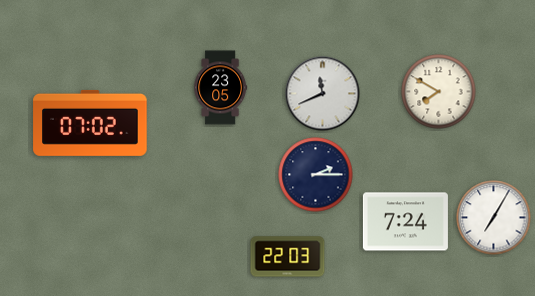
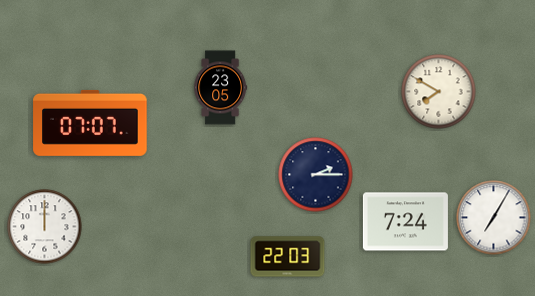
clock at (323, 94): 11:41 -> none
clock at (90, 123): 07:02 -> 07:07
clock at (45, 227): none -> 12:00
